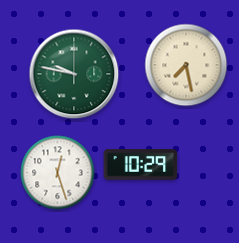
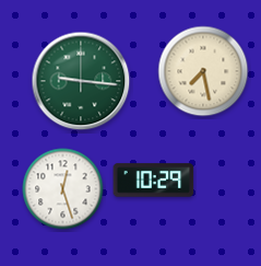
clock at (74, 74): 9:47 -> 9:16
